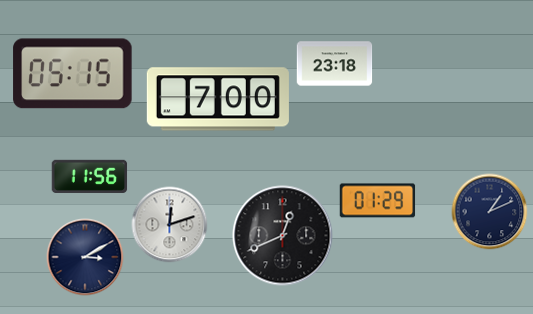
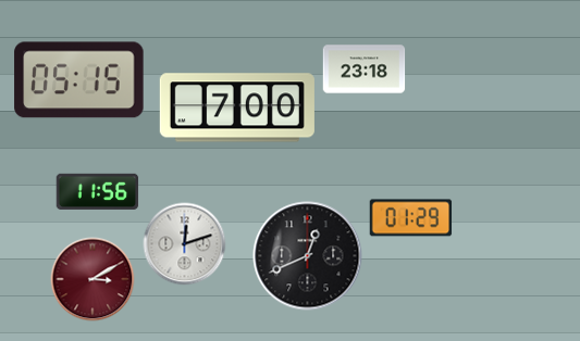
clock at (490, 212): 1:11 -> none
clock at (85, 257) dial: navy -> burgundy
